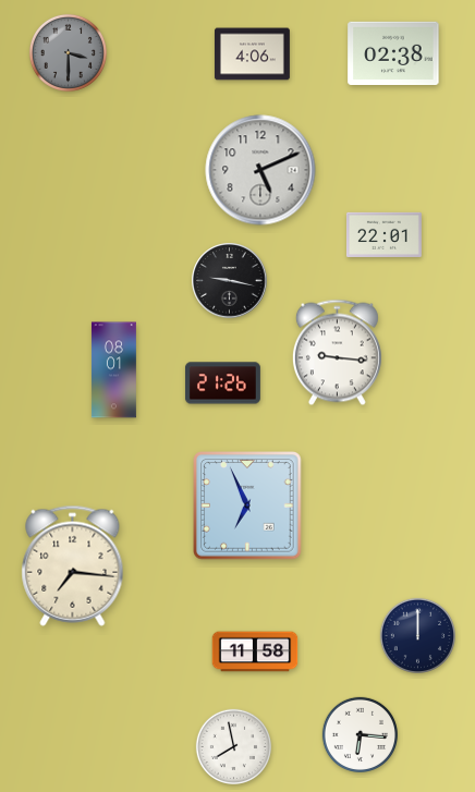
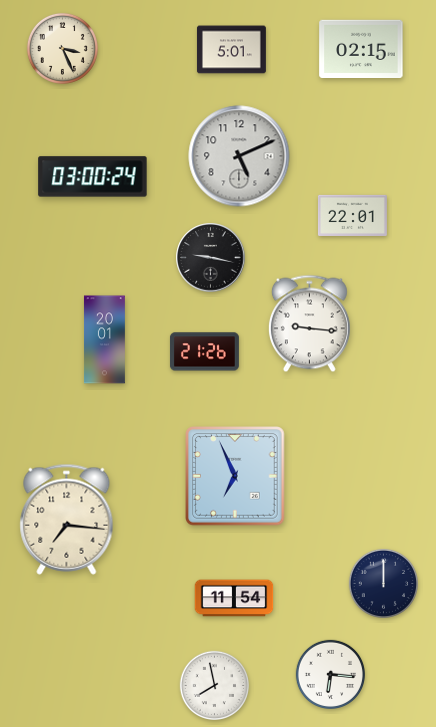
clock at (68, 52): 3:30 -> 3:26
clock at (68, 52) dial: grey -> cream
clock at (393, 53): 02:38 -> 02:15
clock at (252, 54): 4:06 -> 5:01
clock at (93, 177): none -> 03:00
clock at (113, 370): 08:01 -> 20:01
clock at (247, 505) position: (247, 505) -> (235, 476)
clock at (255, 651): 11:58 -> 11:54
